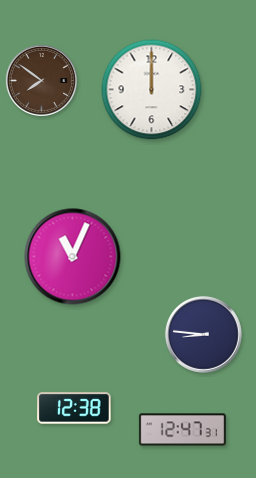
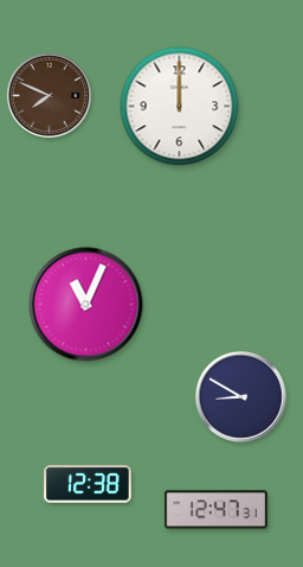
clock at (41, 80): 7:51 -> 7:49
clock at (204, 335): 8:46 -> 8:50
